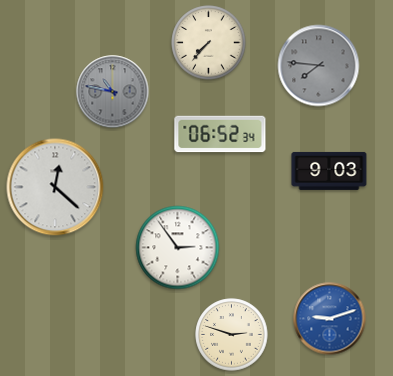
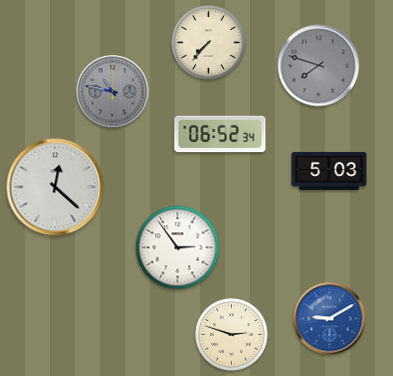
clock at (319, 66): 7:46 -> 7:48
clock at (329, 171): 9:03 -> 5:03
clock at (330, 319): 9:12 -> 9:10
